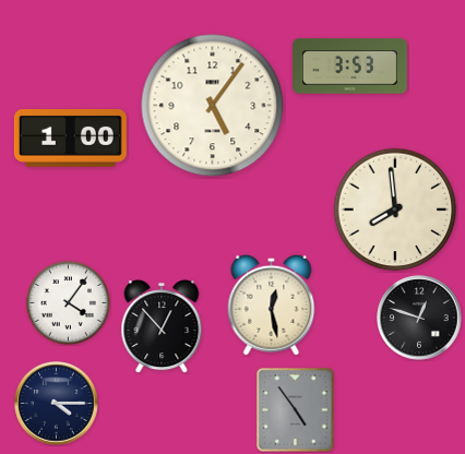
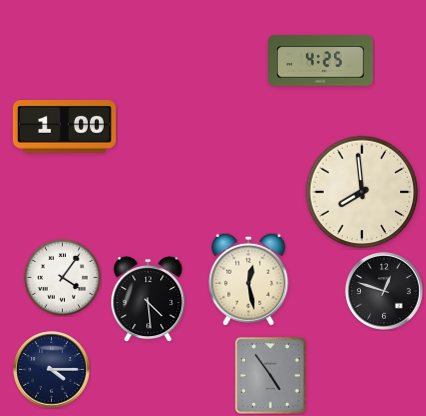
clock at (350, 67): 3:53 -> 4:25
clock at (213, 106): 5:06 -> none
clock at (162, 327): 12:53 -> 4:29
